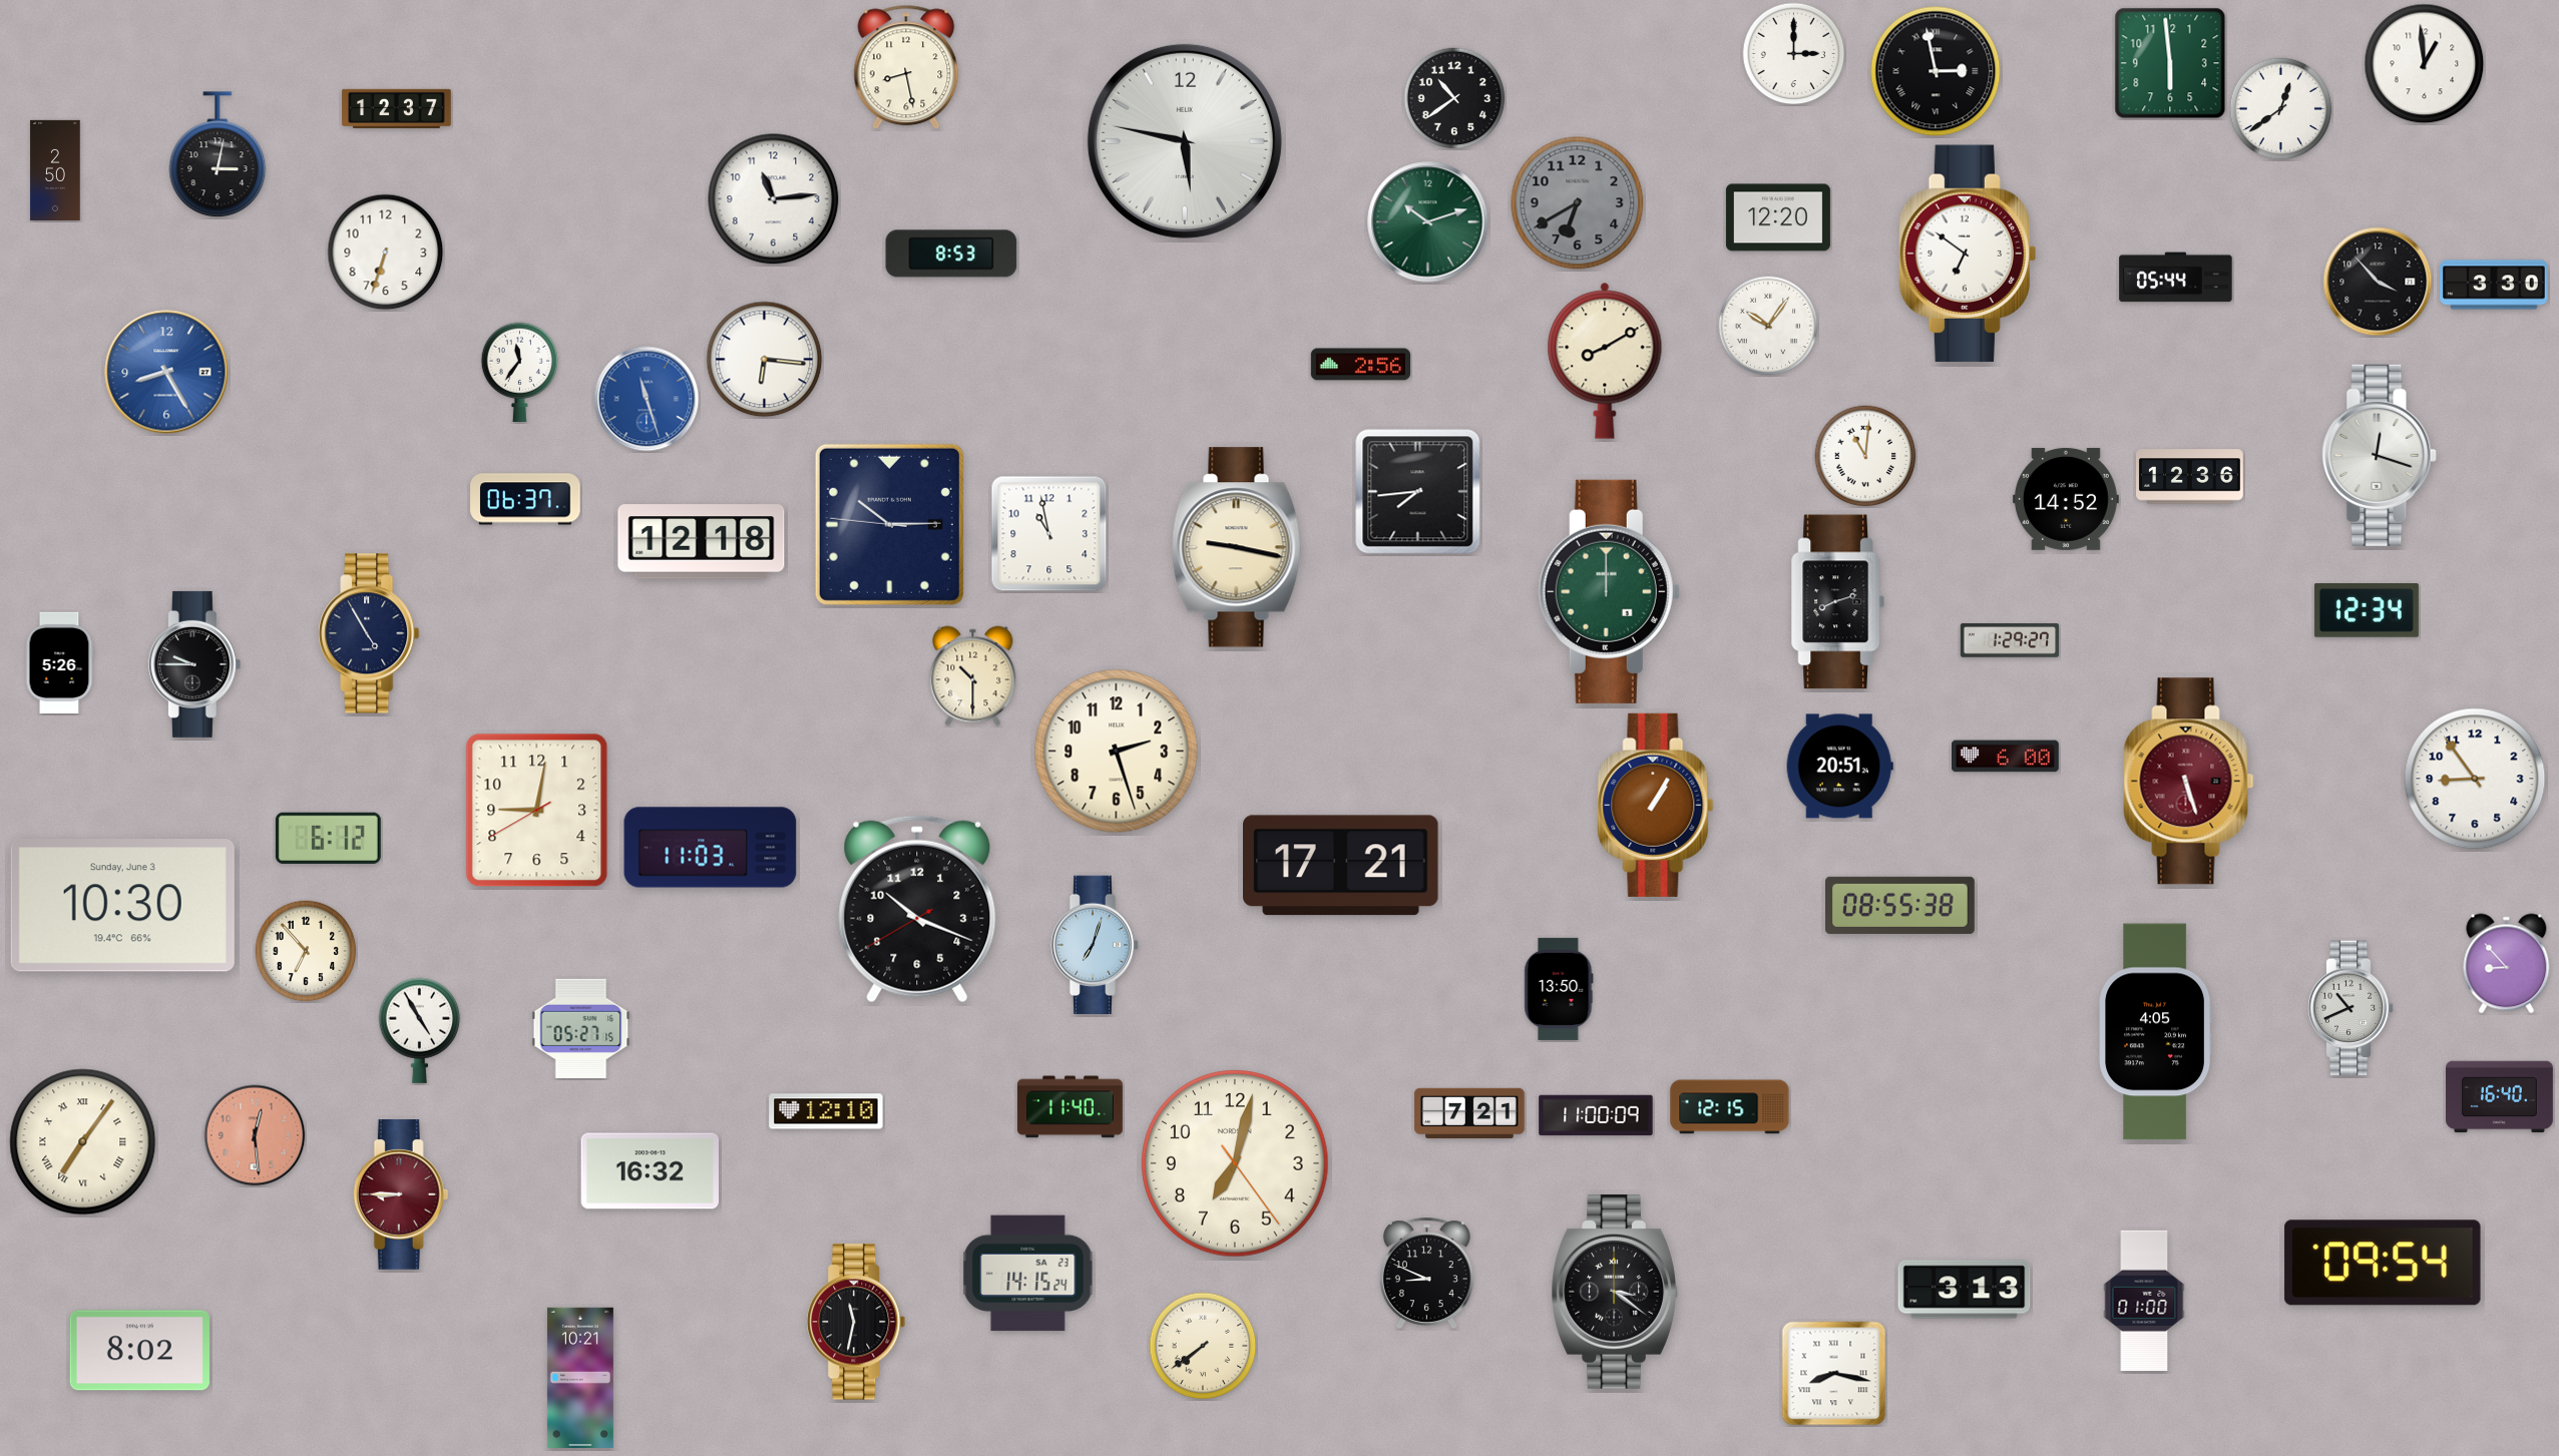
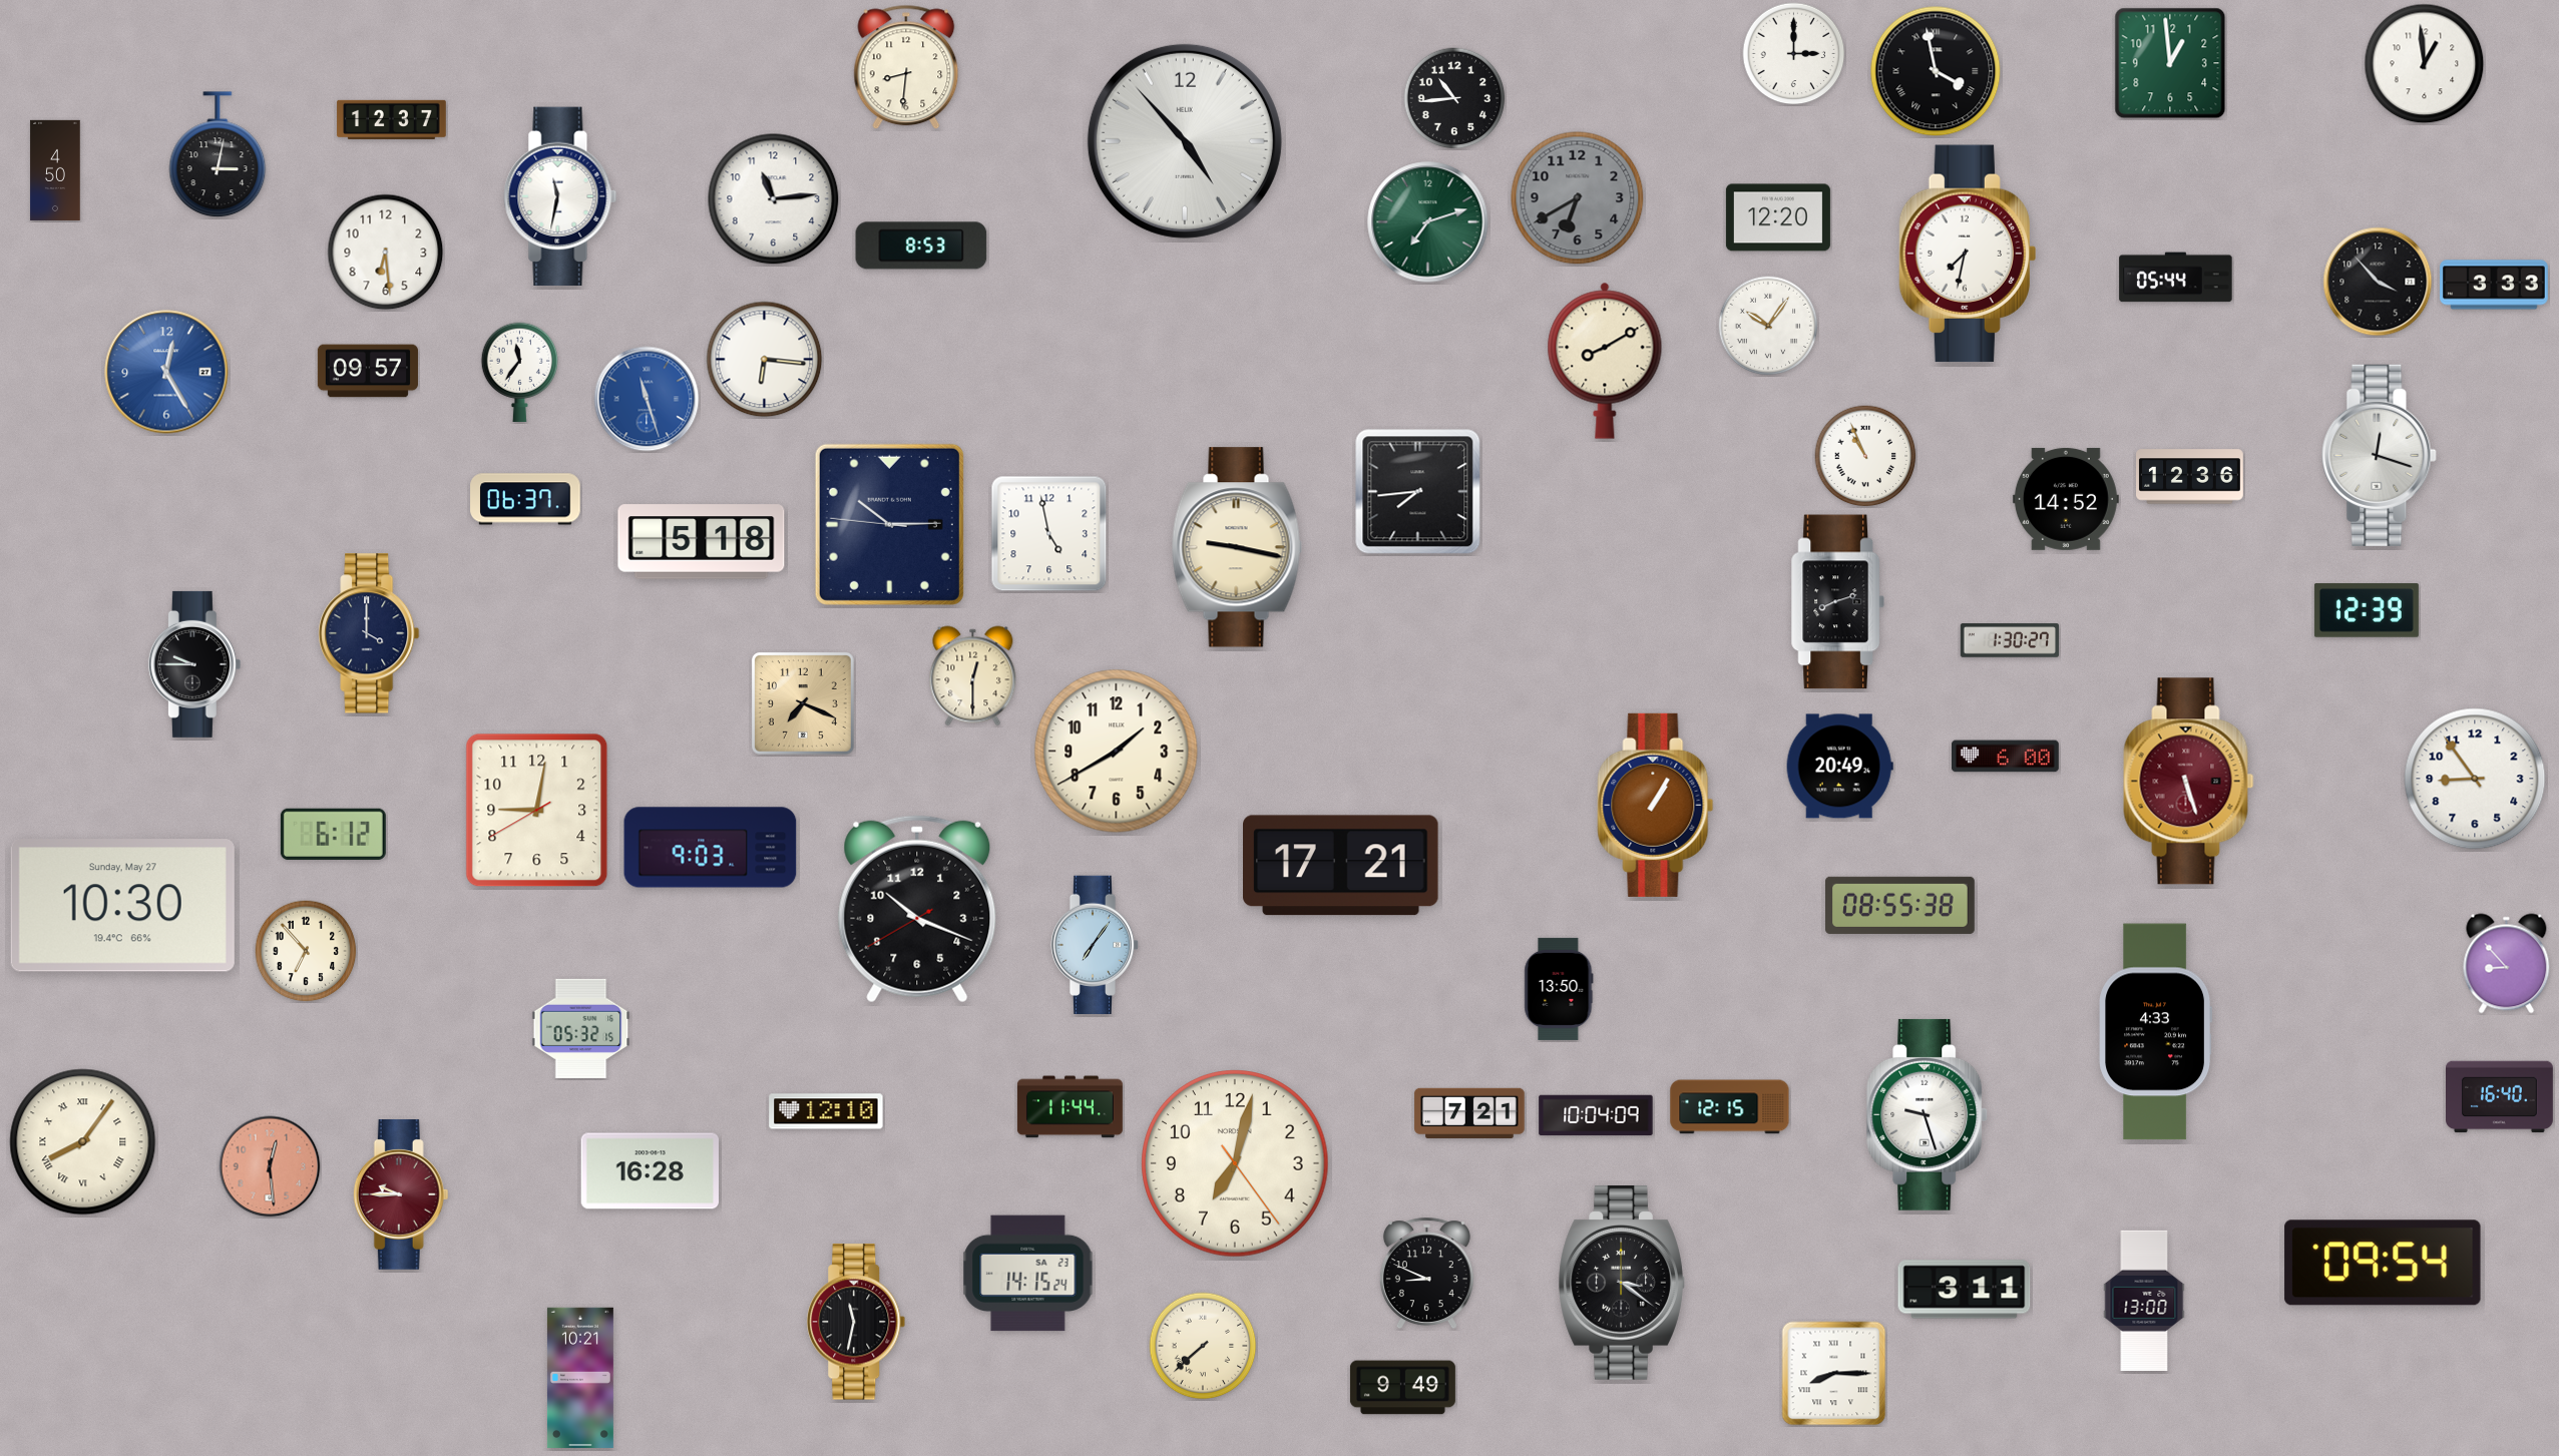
clock at (2170, 63): 5:59 -> 12:59
clock at (906, 67): 8:28 -> 8:31
clock at (1936, 71): 2:58 -> 3:58
clock at (1454, 98): 10:39 -> 10:44
clock at (397, 108) position: (397, 108) -> (392, 119)
clock at (2281, 109): 12:39 -> none
clock at (1185, 141): 5:47 -> 4:53
clock at (55, 170): 2:50 -> 4:50
clock at (560, 195): none -> 11:32
clock at (1578, 203) position: (1578, 203) -> (1578, 198)
clock at (1428, 222): 10:12 -> 7:12
clock at (386, 253): 6:33 -> 6:29
clock at (951, 254) position: (951, 254) -> (921, 246)
clock at (1967, 254): 6:51 -> 7:32
clock at (2494, 285): 3:30 -> 3:33
clock at (1360, 365): 2:56 -> none
clock at (368, 371): none -> 09:57
clock at (166, 372): 8:25 -> 12:25
clock at (1865, 456): 11:01 -> 10:56
clock at (1049, 534): 10:58 -> 4:58
clock at (702, 542): 12:18 -> 5:18
clock at (1609, 591): 12:00 -> none
clock at (2367, 610): 12:34 -> 12:39
clock at (369, 633): 4:55 -> 4:00
clock at (2010, 640): 1:29 -> 1:30
clock at (59, 662): 5:26 -> none
clock at (973, 676): 10:30 -> 12:30
clock at (803, 703): none -> 7:19
clock at (1117, 752): 2:27 -> 1:40
clock at (1839, 767): 20:51 -> 20:49
clock at (328, 838) position: (328, 838) -> (333, 834)
clock at (711, 848): 11:03 -> 9:03
clock at (122, 906) date: Sunday, June 3 -> Sunday, May 27
clock at (1095, 944): 7:03 -> 7:06
clock at (2351, 1008): 10:41 -> none
clock at (581, 1028): 05:27 -> 05:32
clock at (420, 1030): 4:55 -> none
clock at (2156, 1032): 4:05 -> 4:33
clock at (1070, 1107): 11:40 -> 11:44
clock at (1928, 1114): none -> 9:27
clock at (1596, 1115): 11:00 -> 10:04
clock at (255, 1135) position: (255, 1135) -> (270, 1166)
clock at (83, 1142): 7:06 -> 8:06
clock at (650, 1171): 16:32 -> 16:28
clock at (401, 1195): 8:45 -> 9:45
clock at (1965, 1290): 3:13 -> 3:11
clock at (1615, 1292) position: (1615, 1292) -> (1622, 1283)
clock at (2144, 1300): 01:00 -> 13:00
clock at (1203, 1346): 7:39 -> 7:38
clock at (139, 1351): 8:02 -> none
clock at (1834, 1374): 8:17 -> 8:15
clock at (1402, 1388): none -> 9:49
